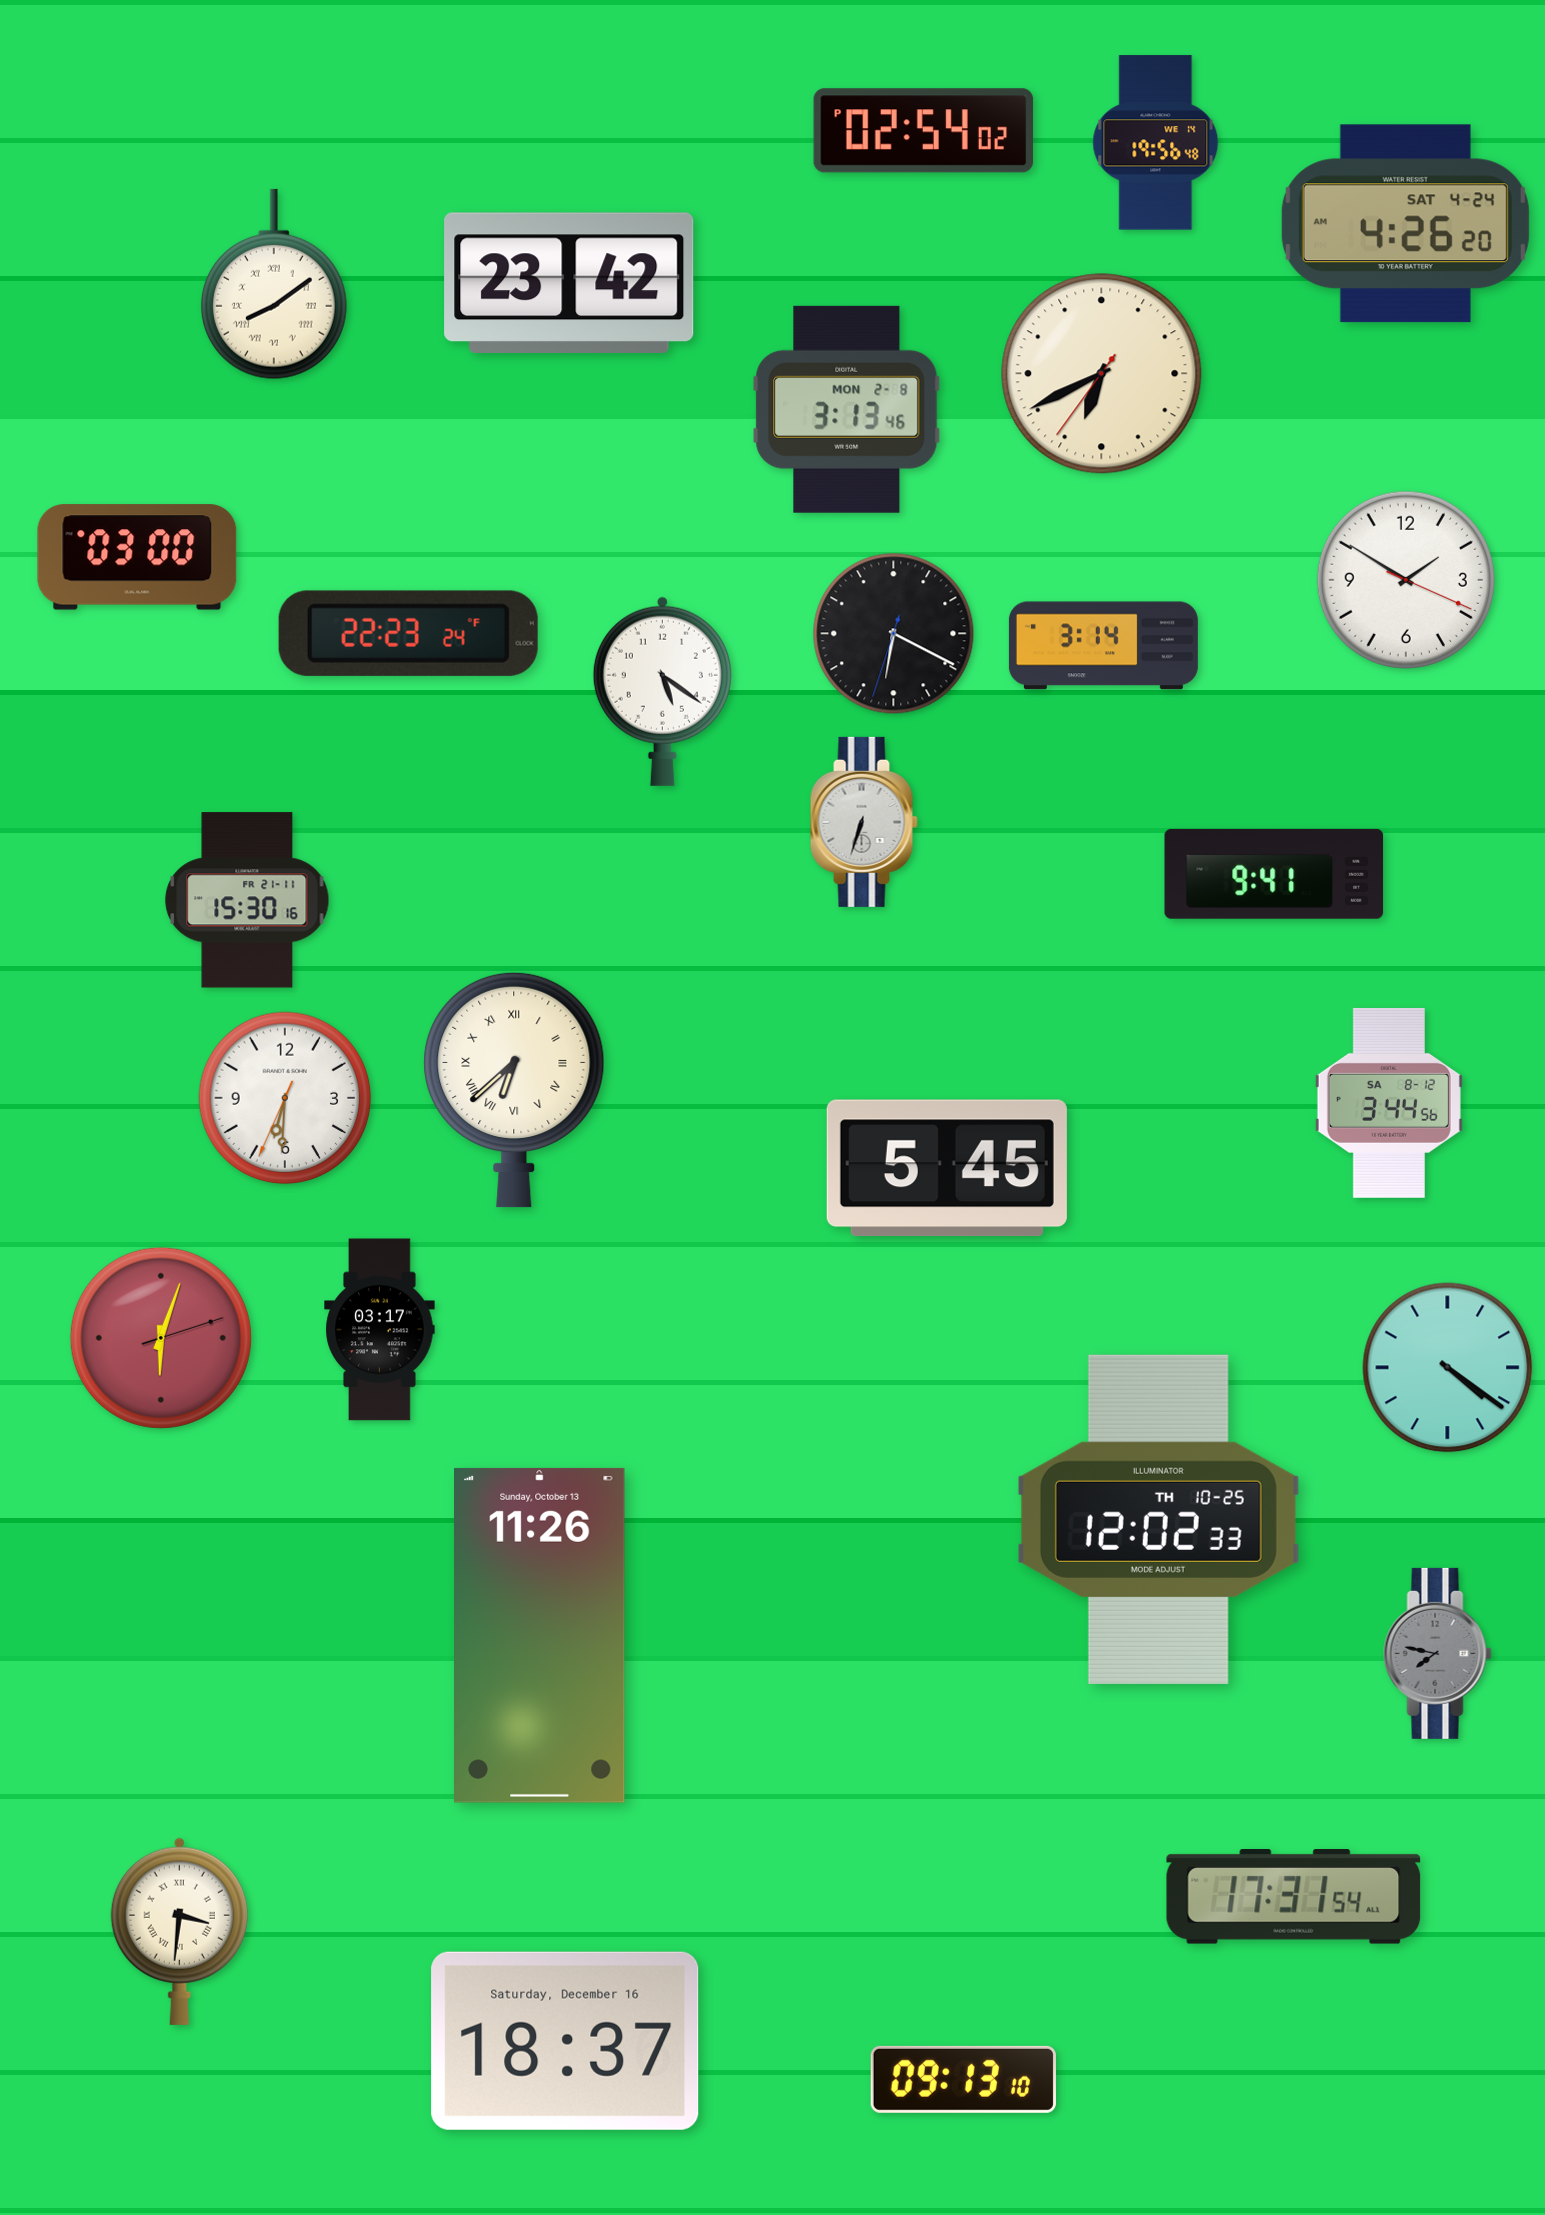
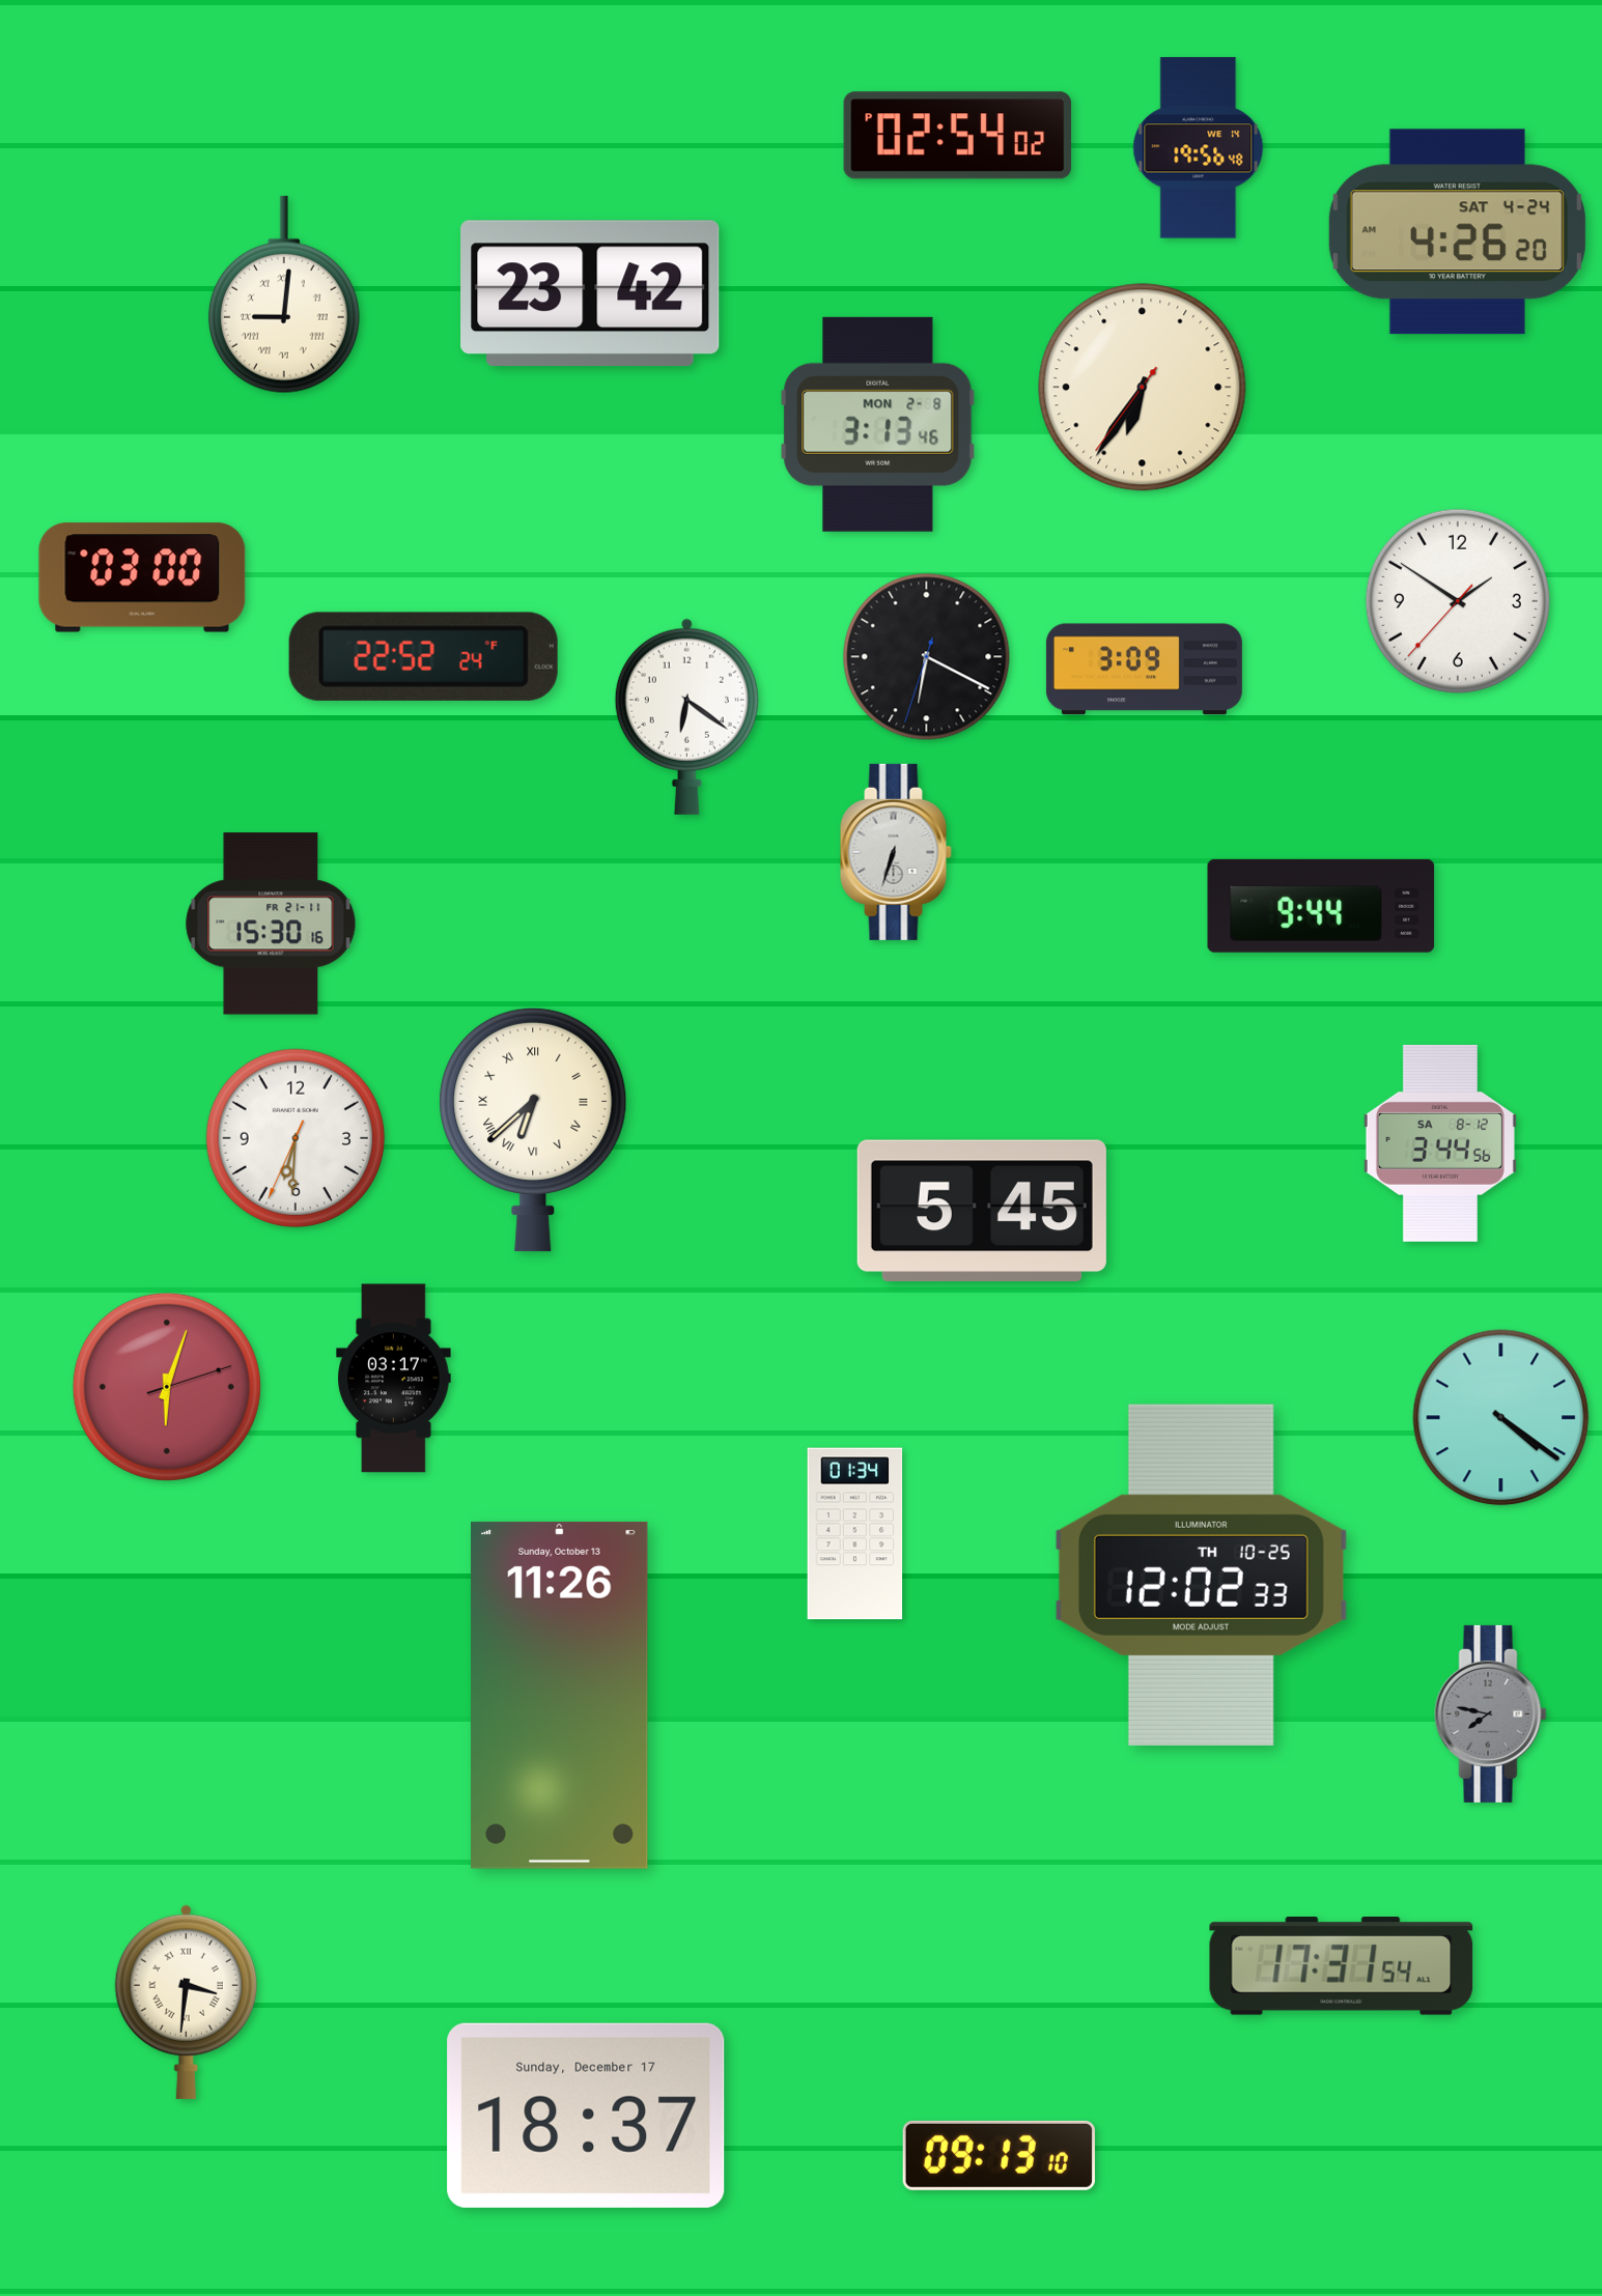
clock at (274, 284): 8:09 -> 9:01
clock at (1102, 374): 6:40 -> 6:35
clock at (1406, 580): 1:50:19 -> 1:50:37
clock at (408, 633): 22:23 -> 22:52
clock at (1103, 646): 3:14 -> 3:09
clock at (662, 691): 5:21 -> 6:21
clock at (1274, 874): 9:41 -> 9:44
clock at (247, 900) position: (247, 900) -> (271, 924)
clock at (855, 1534): none -> 01:34
clock at (565, 2041) date: Saturday, December 16 -> Sunday, December 17
